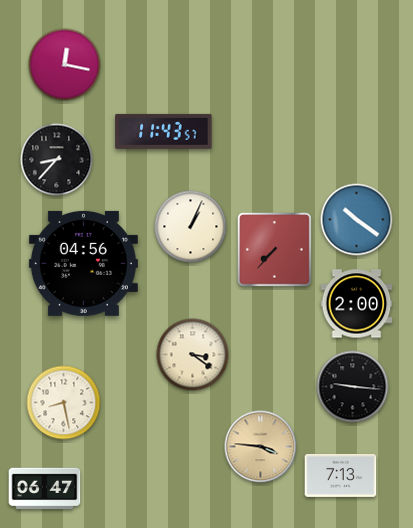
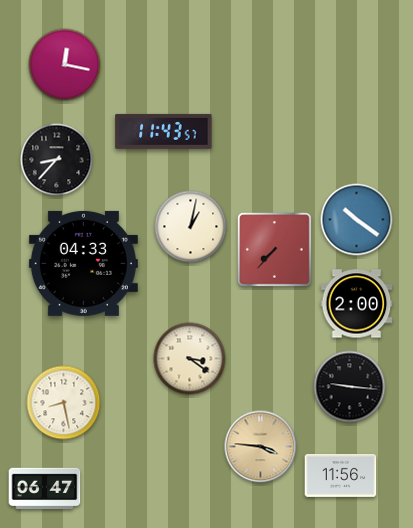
clock at (191, 227): 1:04 -> 1:02
clock at (83, 263): 04:56 -> 04:33
clock at (193, 355) position: (193, 355) -> (190, 359)
clock at (353, 387) position: (353, 387) -> (350, 387)
clock at (341, 475): 7:13 -> 11:56
